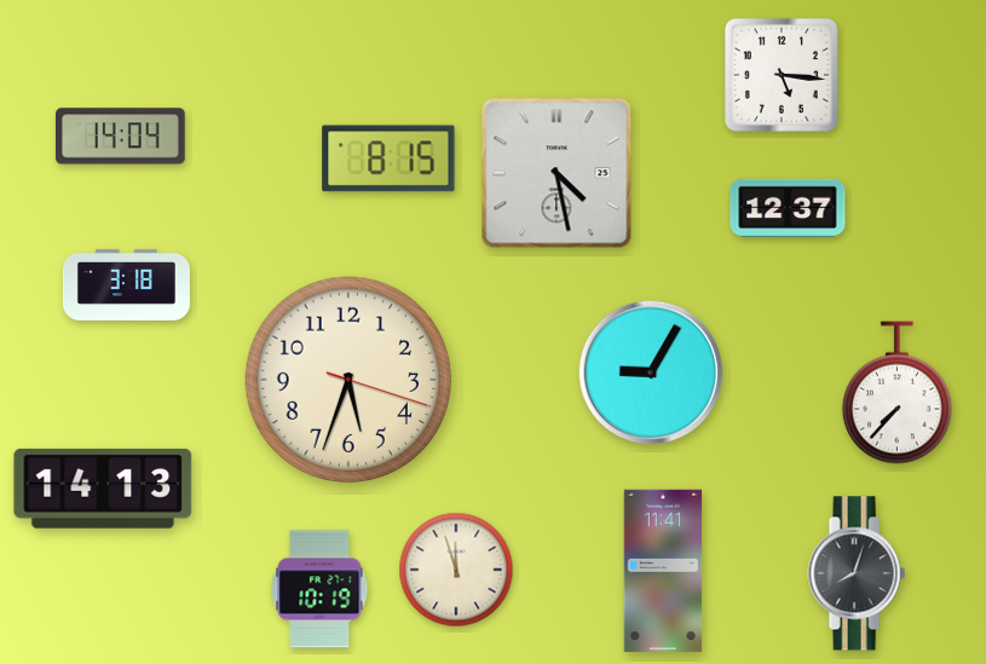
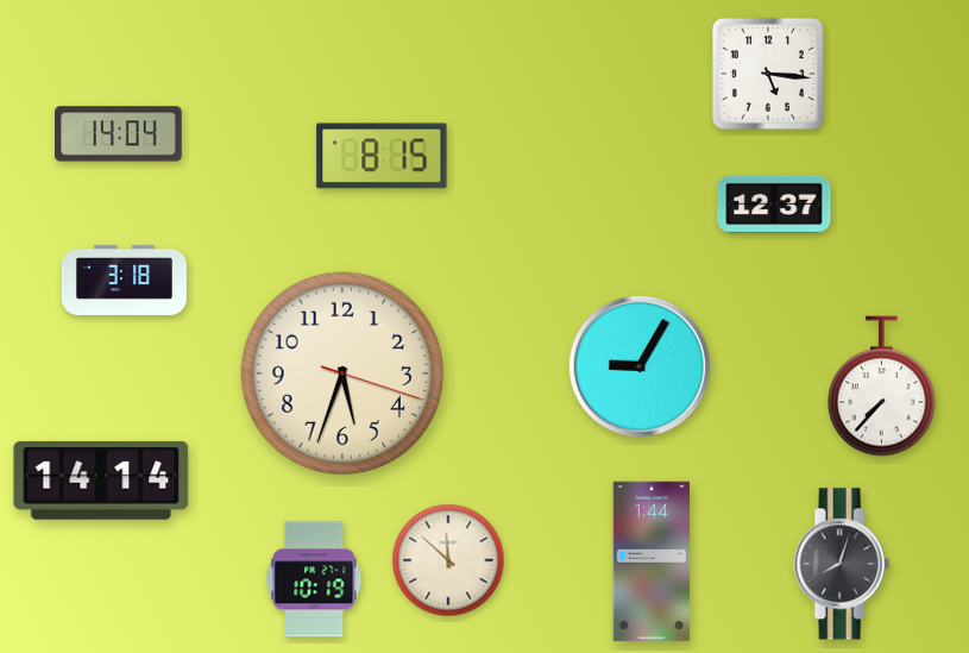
clock at (557, 173): 4:28 -> none
clock at (103, 489): 14:13 -> 14:14
clock at (456, 570): 11:57 -> 11:52
clock at (663, 571): 11:41 -> 1:44
